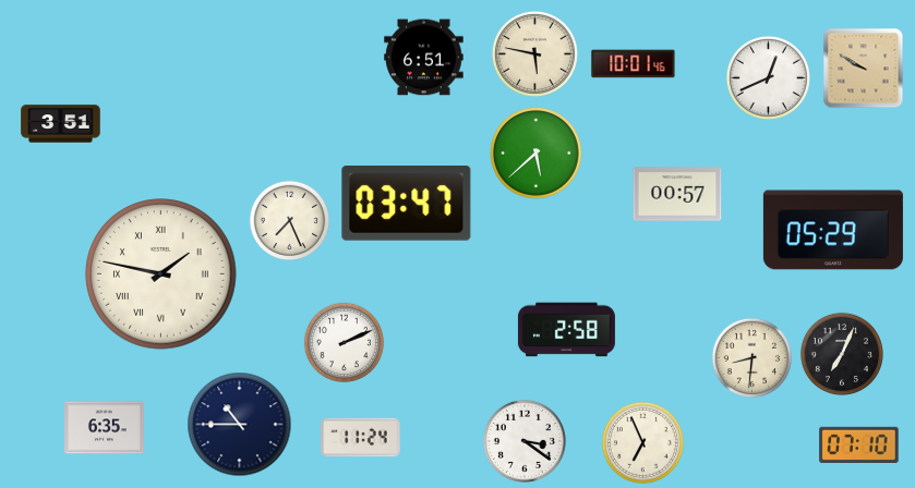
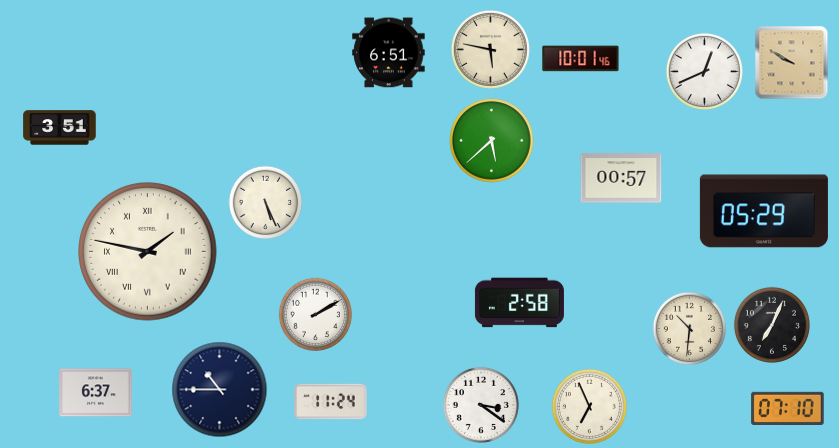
clock at (61, 124) position: (61, 124) -> (60, 128)
clock at (407, 204): 03:47 -> none
clock at (289, 220): 7:26 -> 5:26
clock at (344, 342): 2:11 -> 2:10
clock at (751, 357): 8:31 -> 10:31
clock at (105, 428): 6:35 -> 6:37
